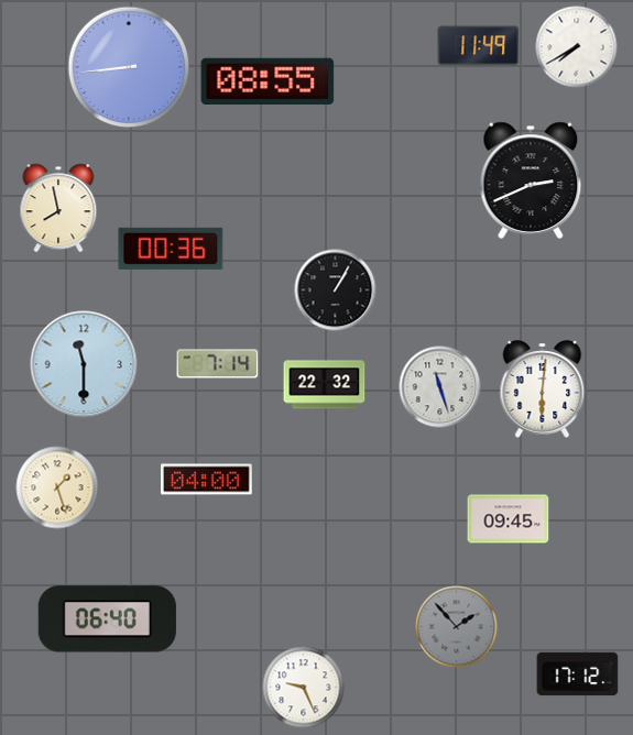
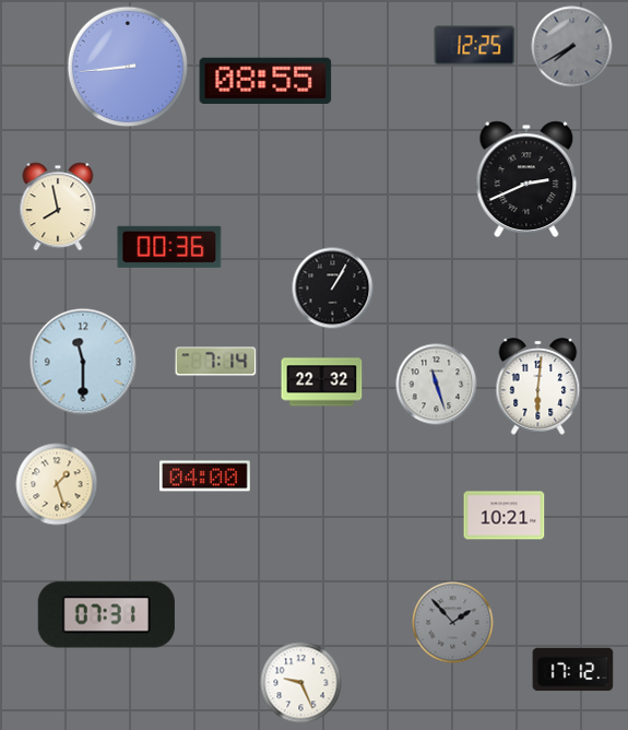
clock at (479, 46): 11:49 -> 12:25
clock at (577, 47) dial: white -> grey
clock at (509, 519): 09:45 -> 10:21
clock at (107, 619): 06:40 -> 07:31
